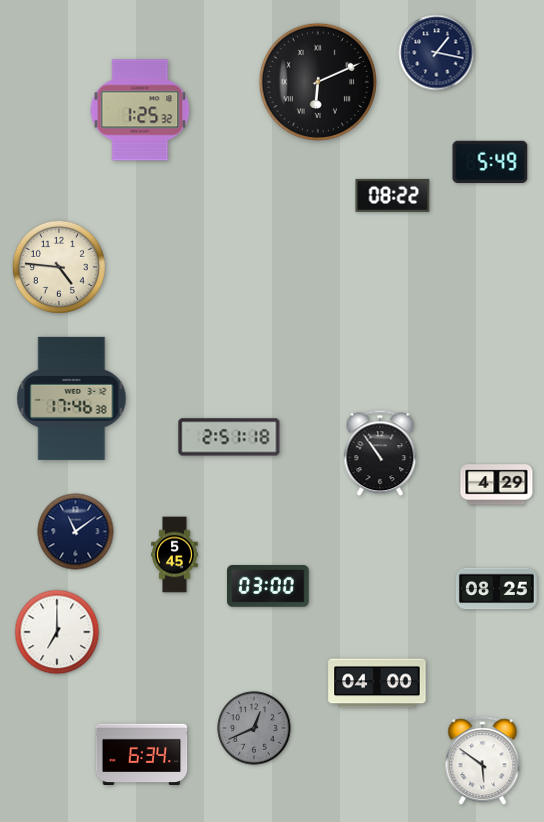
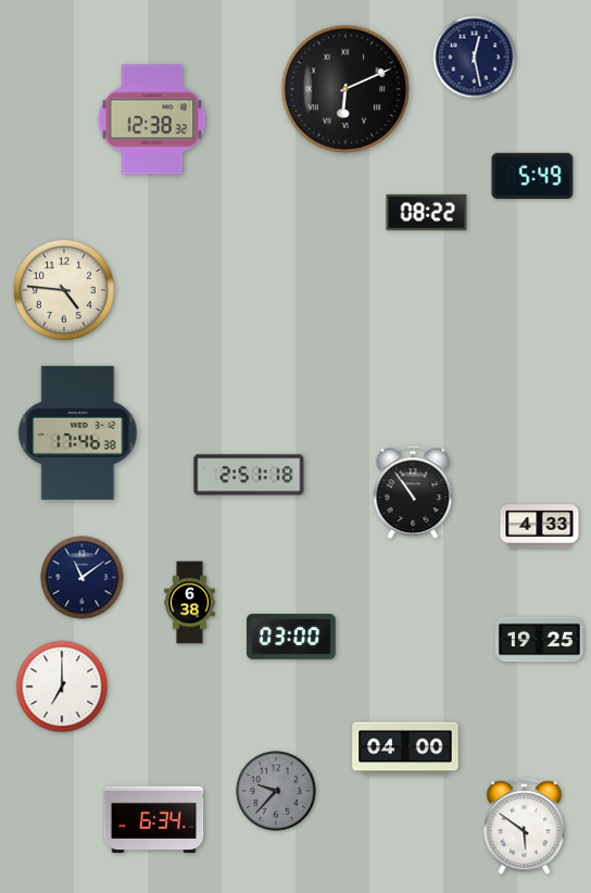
clock at (437, 53): 1:17 -> 12:28
clock at (140, 110): 1:25 -> 12:38
clock at (497, 485): 4:29 -> 4:33
clock at (175, 555): 5:45 -> 6:38
clock at (496, 589): 08:25 -> 19:25
clock at (377, 683) position: (377, 683) -> (405, 749)
clock at (254, 728): 12:41 -> 9:37
